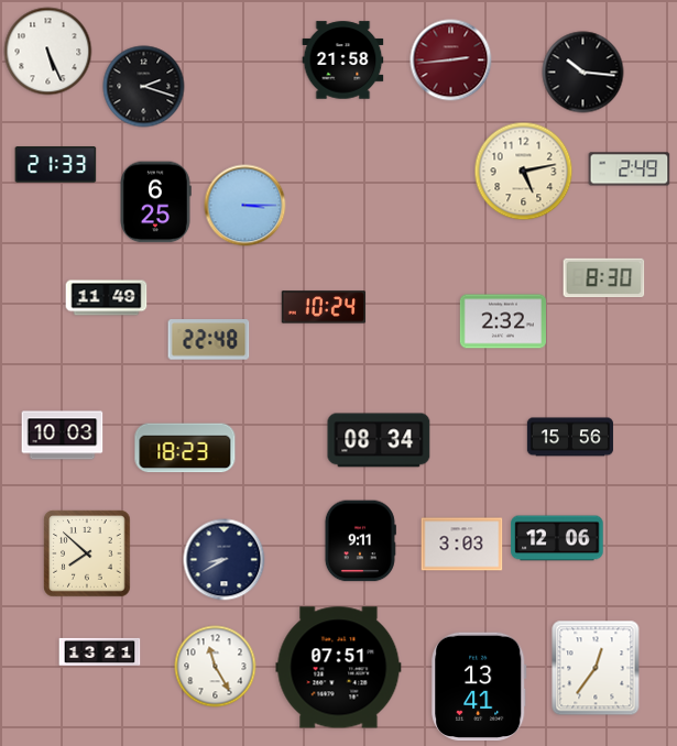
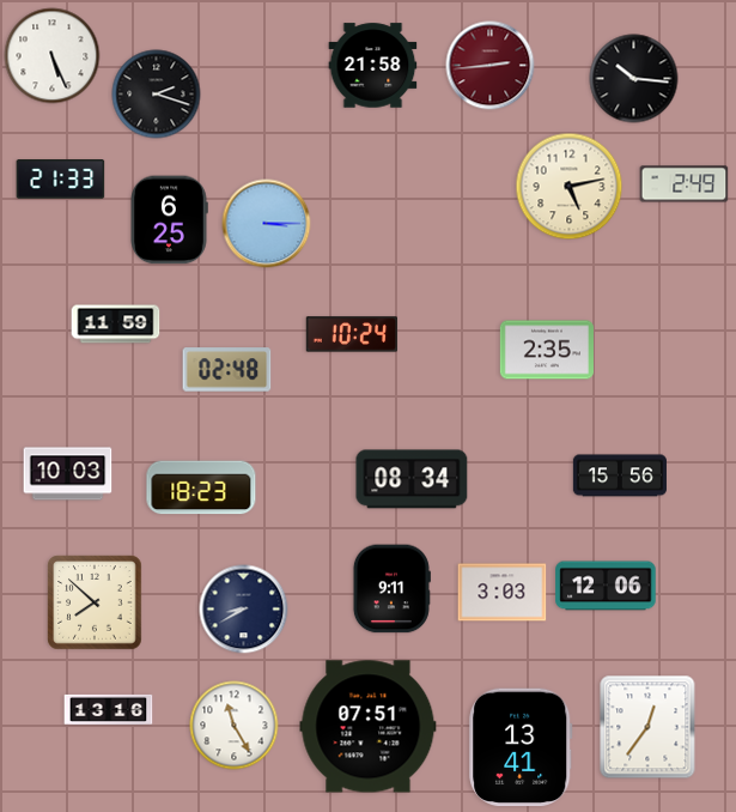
clock at (604, 278): 8:30 -> none
clock at (107, 298): 11:49 -> 11:59
clock at (503, 321): 2:32 -> 2:35
clock at (209, 340): 22:48 -> 02:48
clock at (100, 651): 13:21 -> 13:16
